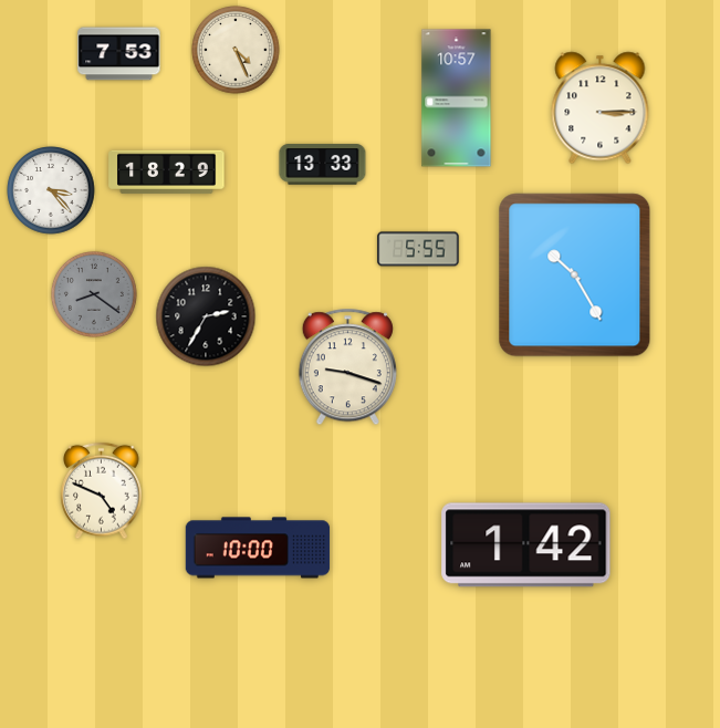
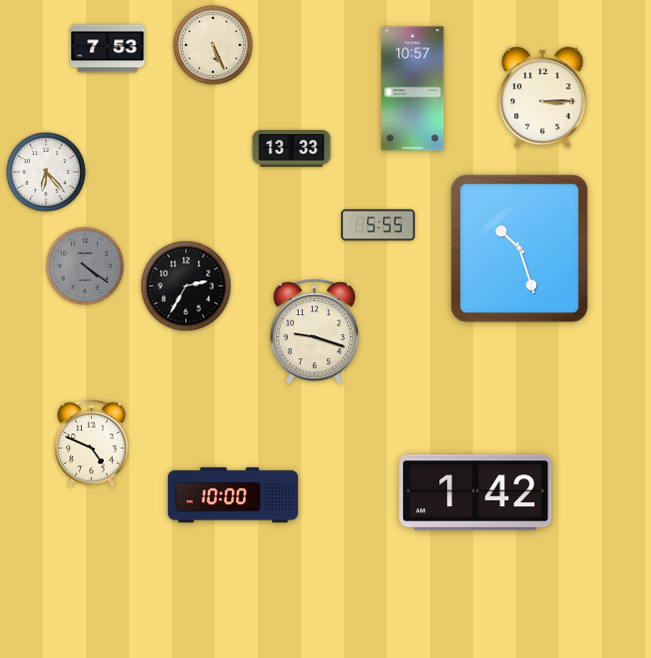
clock at (236, 50): 4:26 -> 5:26
clock at (167, 173): 18:29 -> none
clock at (51, 190): 3:23 -> 6:23
clock at (575, 275): 10:25 -> 10:27
clock at (94, 294): 8:21 -> 4:21
